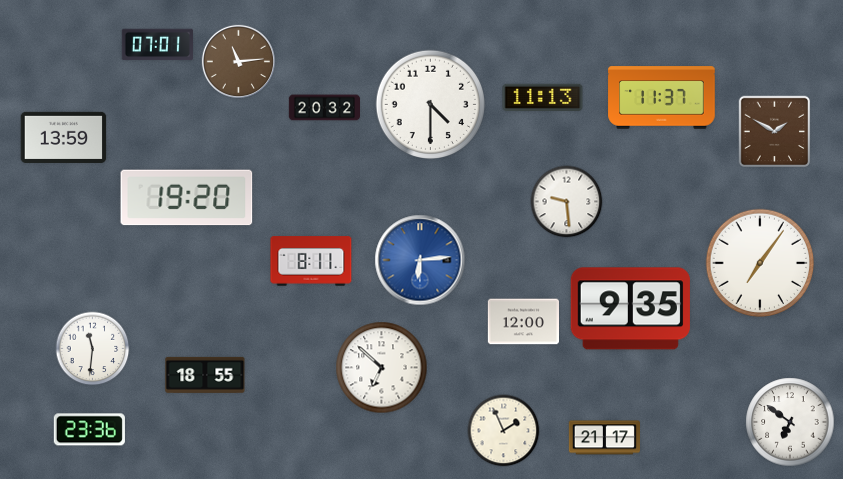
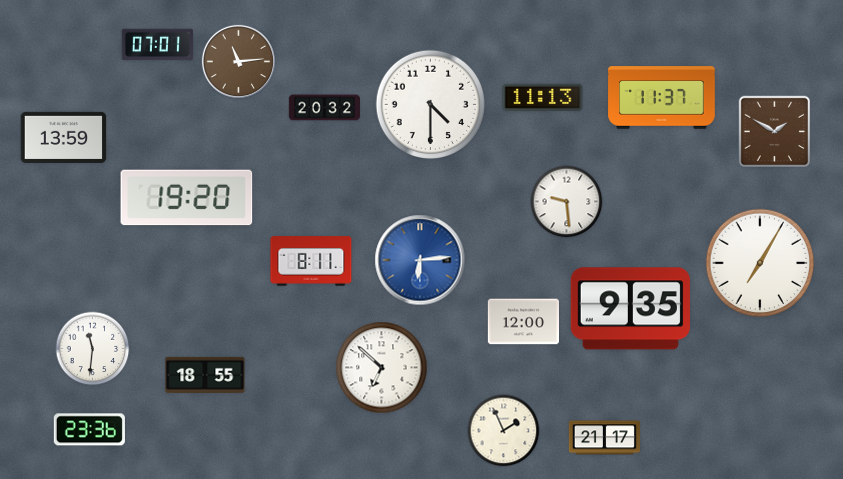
clock at (760, 263): 7:06 -> 7:05
clock at (790, 422): 6:51 -> none
